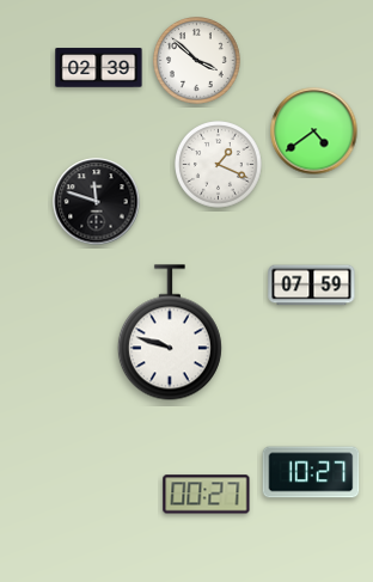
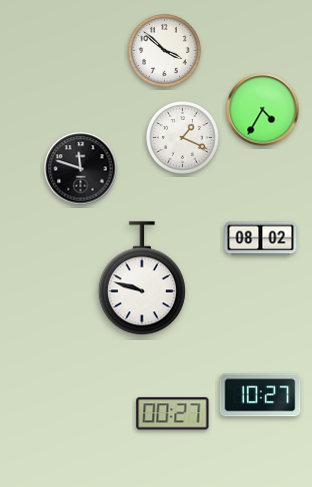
clock at (99, 68): 02:39 -> none
clock at (314, 131): 4:39 -> 4:35
clock at (312, 286): 07:59 -> 08:02
